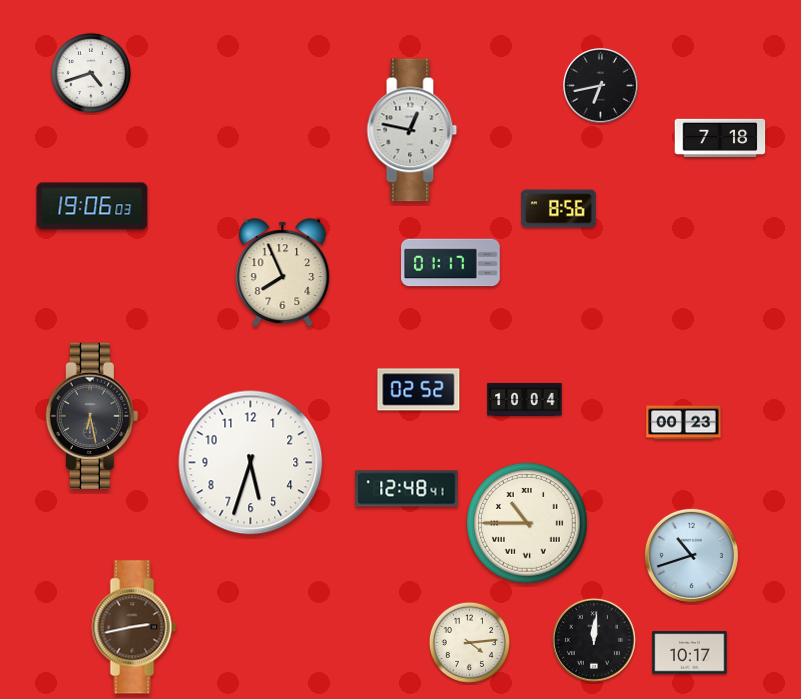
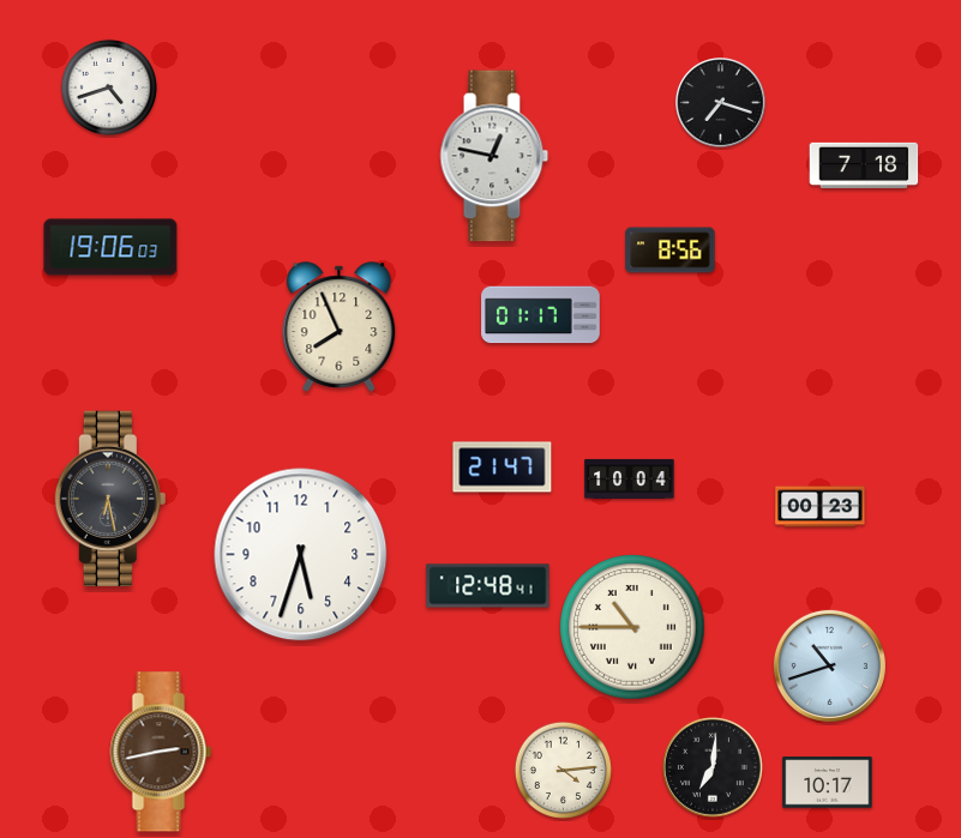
clock at (601, 86): 6:43 -> 7:18
clock at (419, 390): 02:52 -> 21:47
clock at (594, 640): 12:01 -> 7:01
